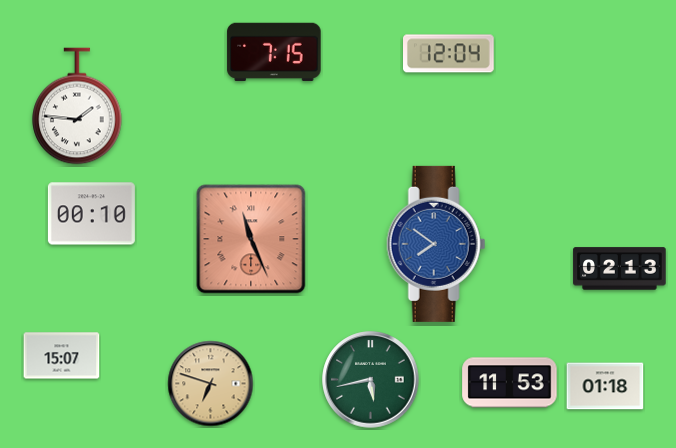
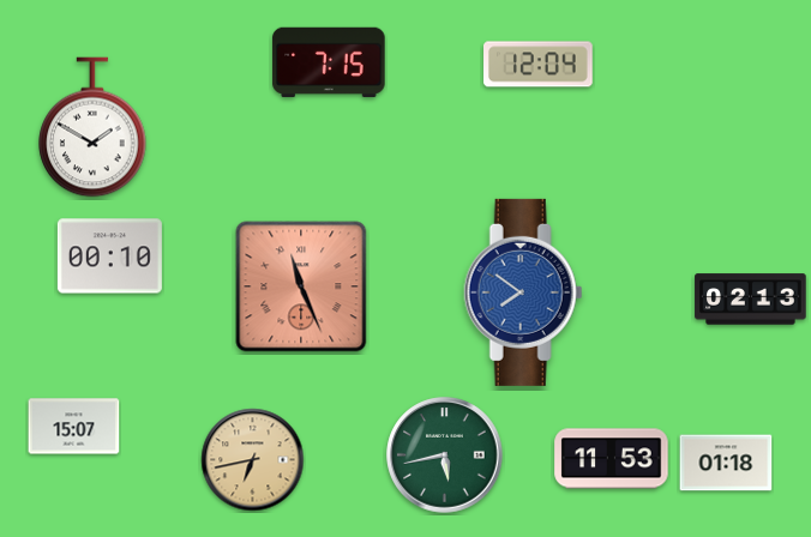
clock at (77, 106): 1:46 -> 1:50
clock at (620, 269) position: (620, 269) -> (751, 300)
clock at (211, 384): 6:48 -> 6:43
